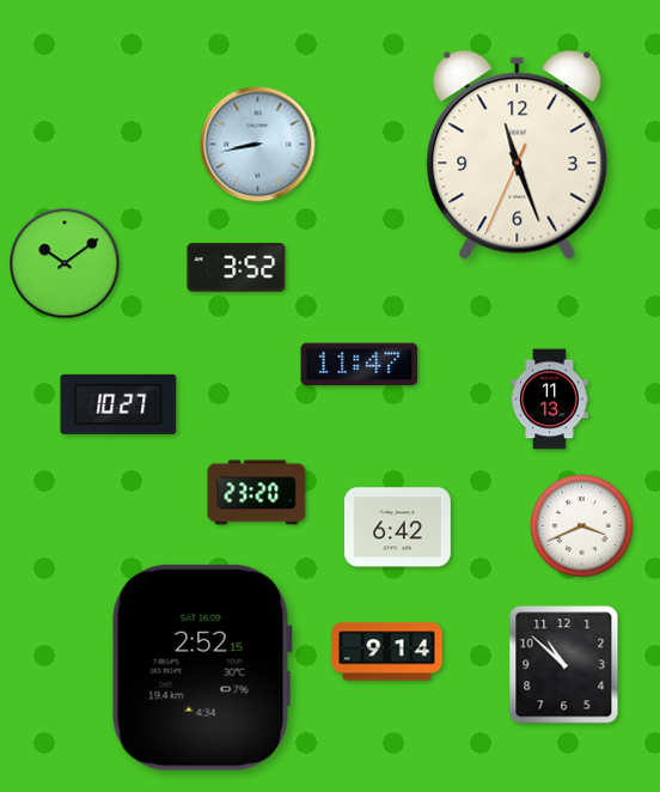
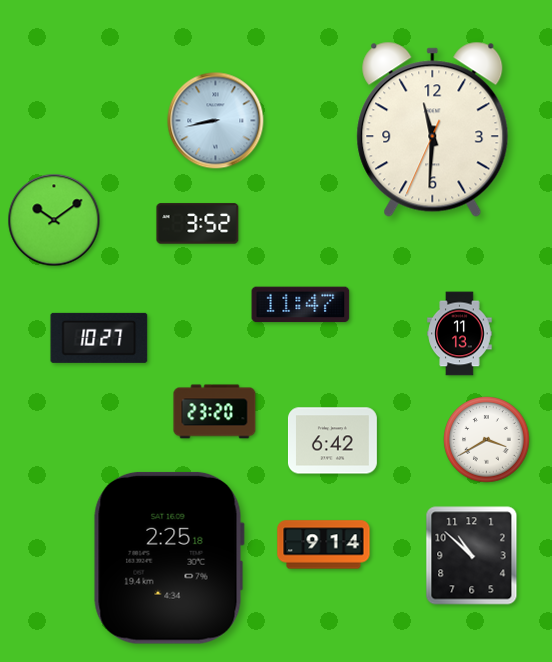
clock at (518, 154): 11:26 -> 11:30
clock at (582, 526): 3:41 -> 3:40
clock at (202, 668): 2:52 -> 2:25
